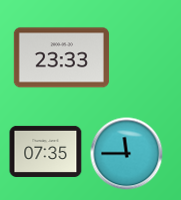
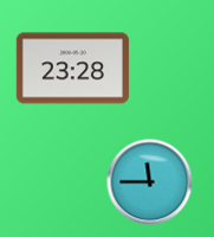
clock at (61, 58): 23:33 -> 23:28
clock at (46, 151): 07:35 -> none
